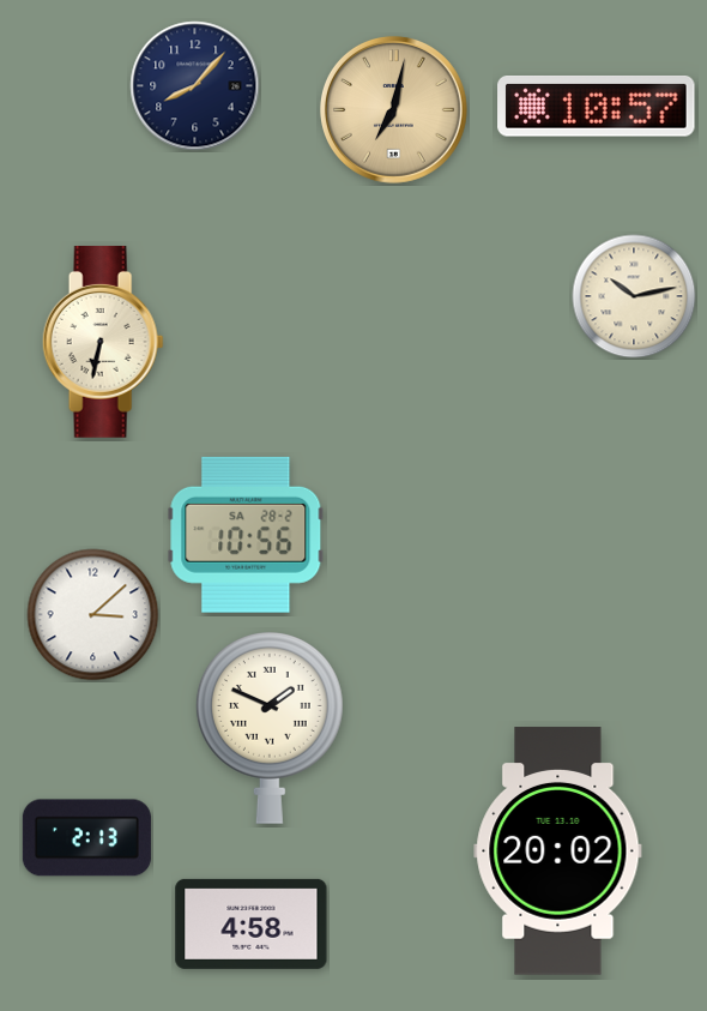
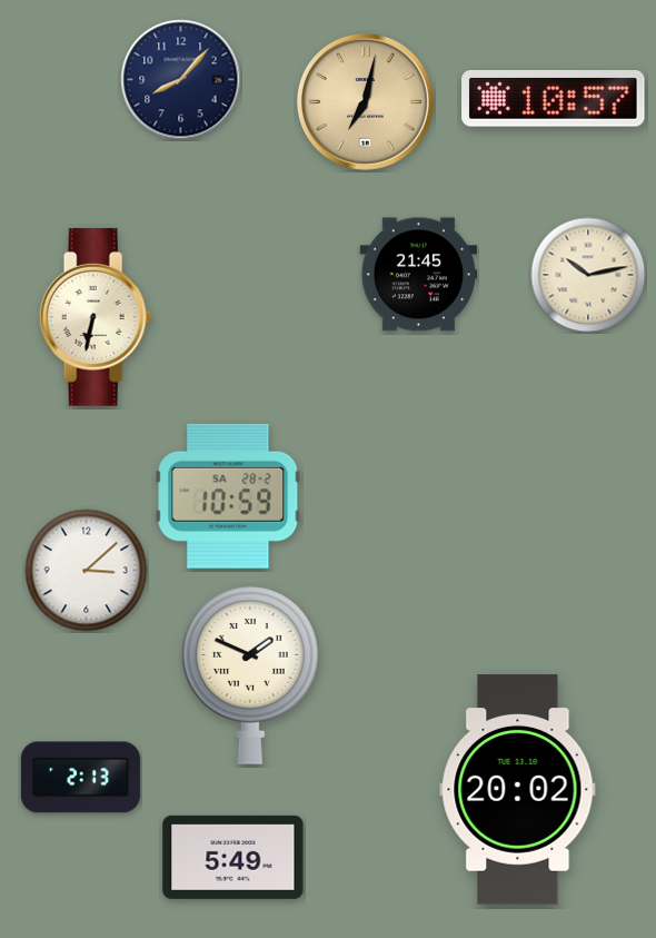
clock at (418, 275): none -> 21:45
clock at (246, 535): 10:56 -> 10:59
clock at (252, 923): 4:58 -> 5:49
